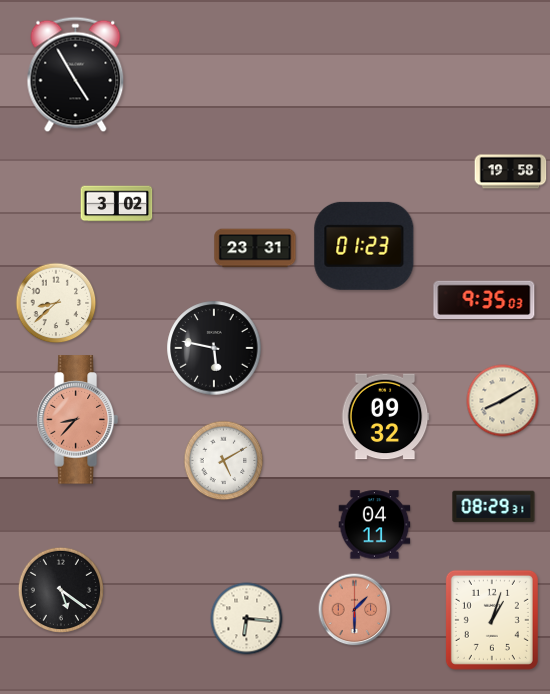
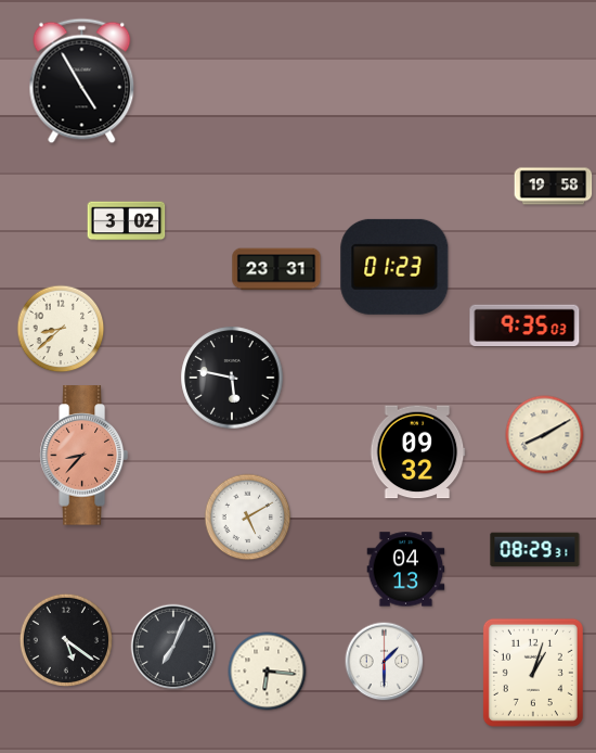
clock at (224, 461) position: (224, 461) -> (248, 518)
clock at (375, 525): 04:11 -> 04:13
clock at (173, 647): none -> 7:04
clock at (355, 610) dial: salmon -> white
